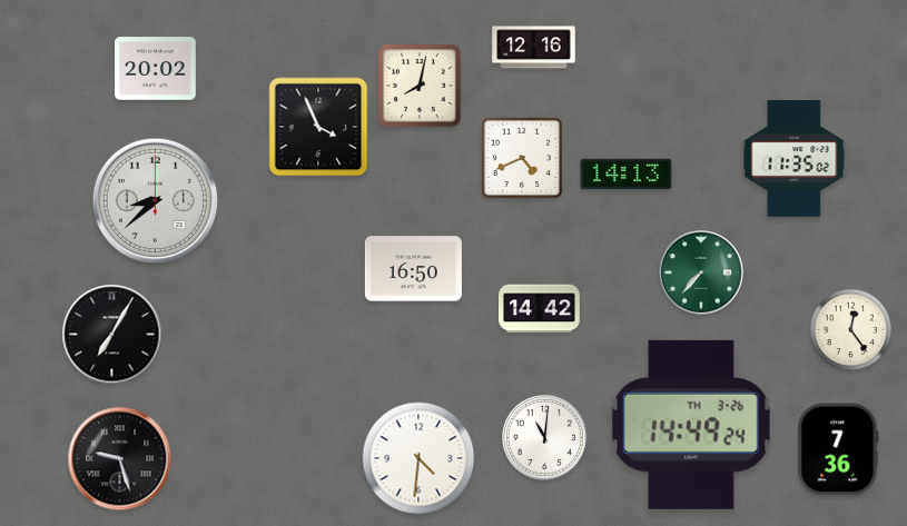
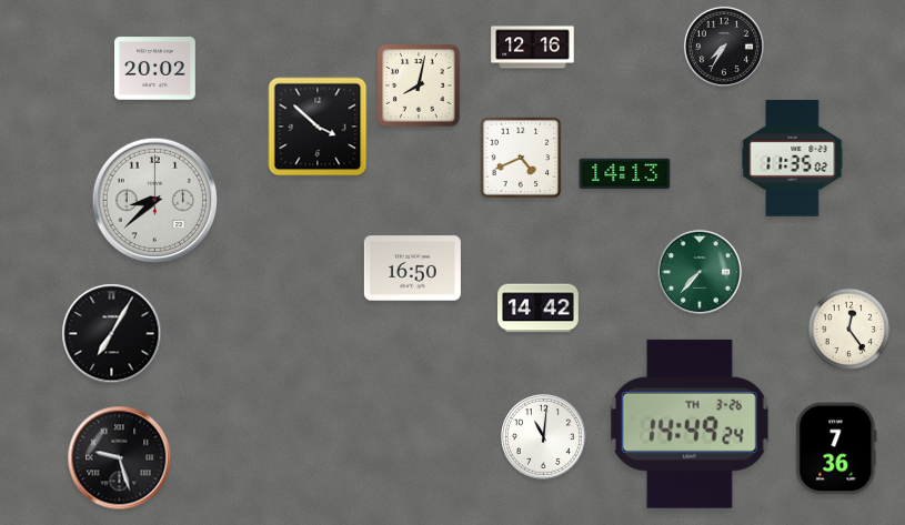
clock at (724, 47): none -> 7:35
clock at (318, 127): 3:56 -> 3:52
clock at (418, 458): 4:31 -> none
